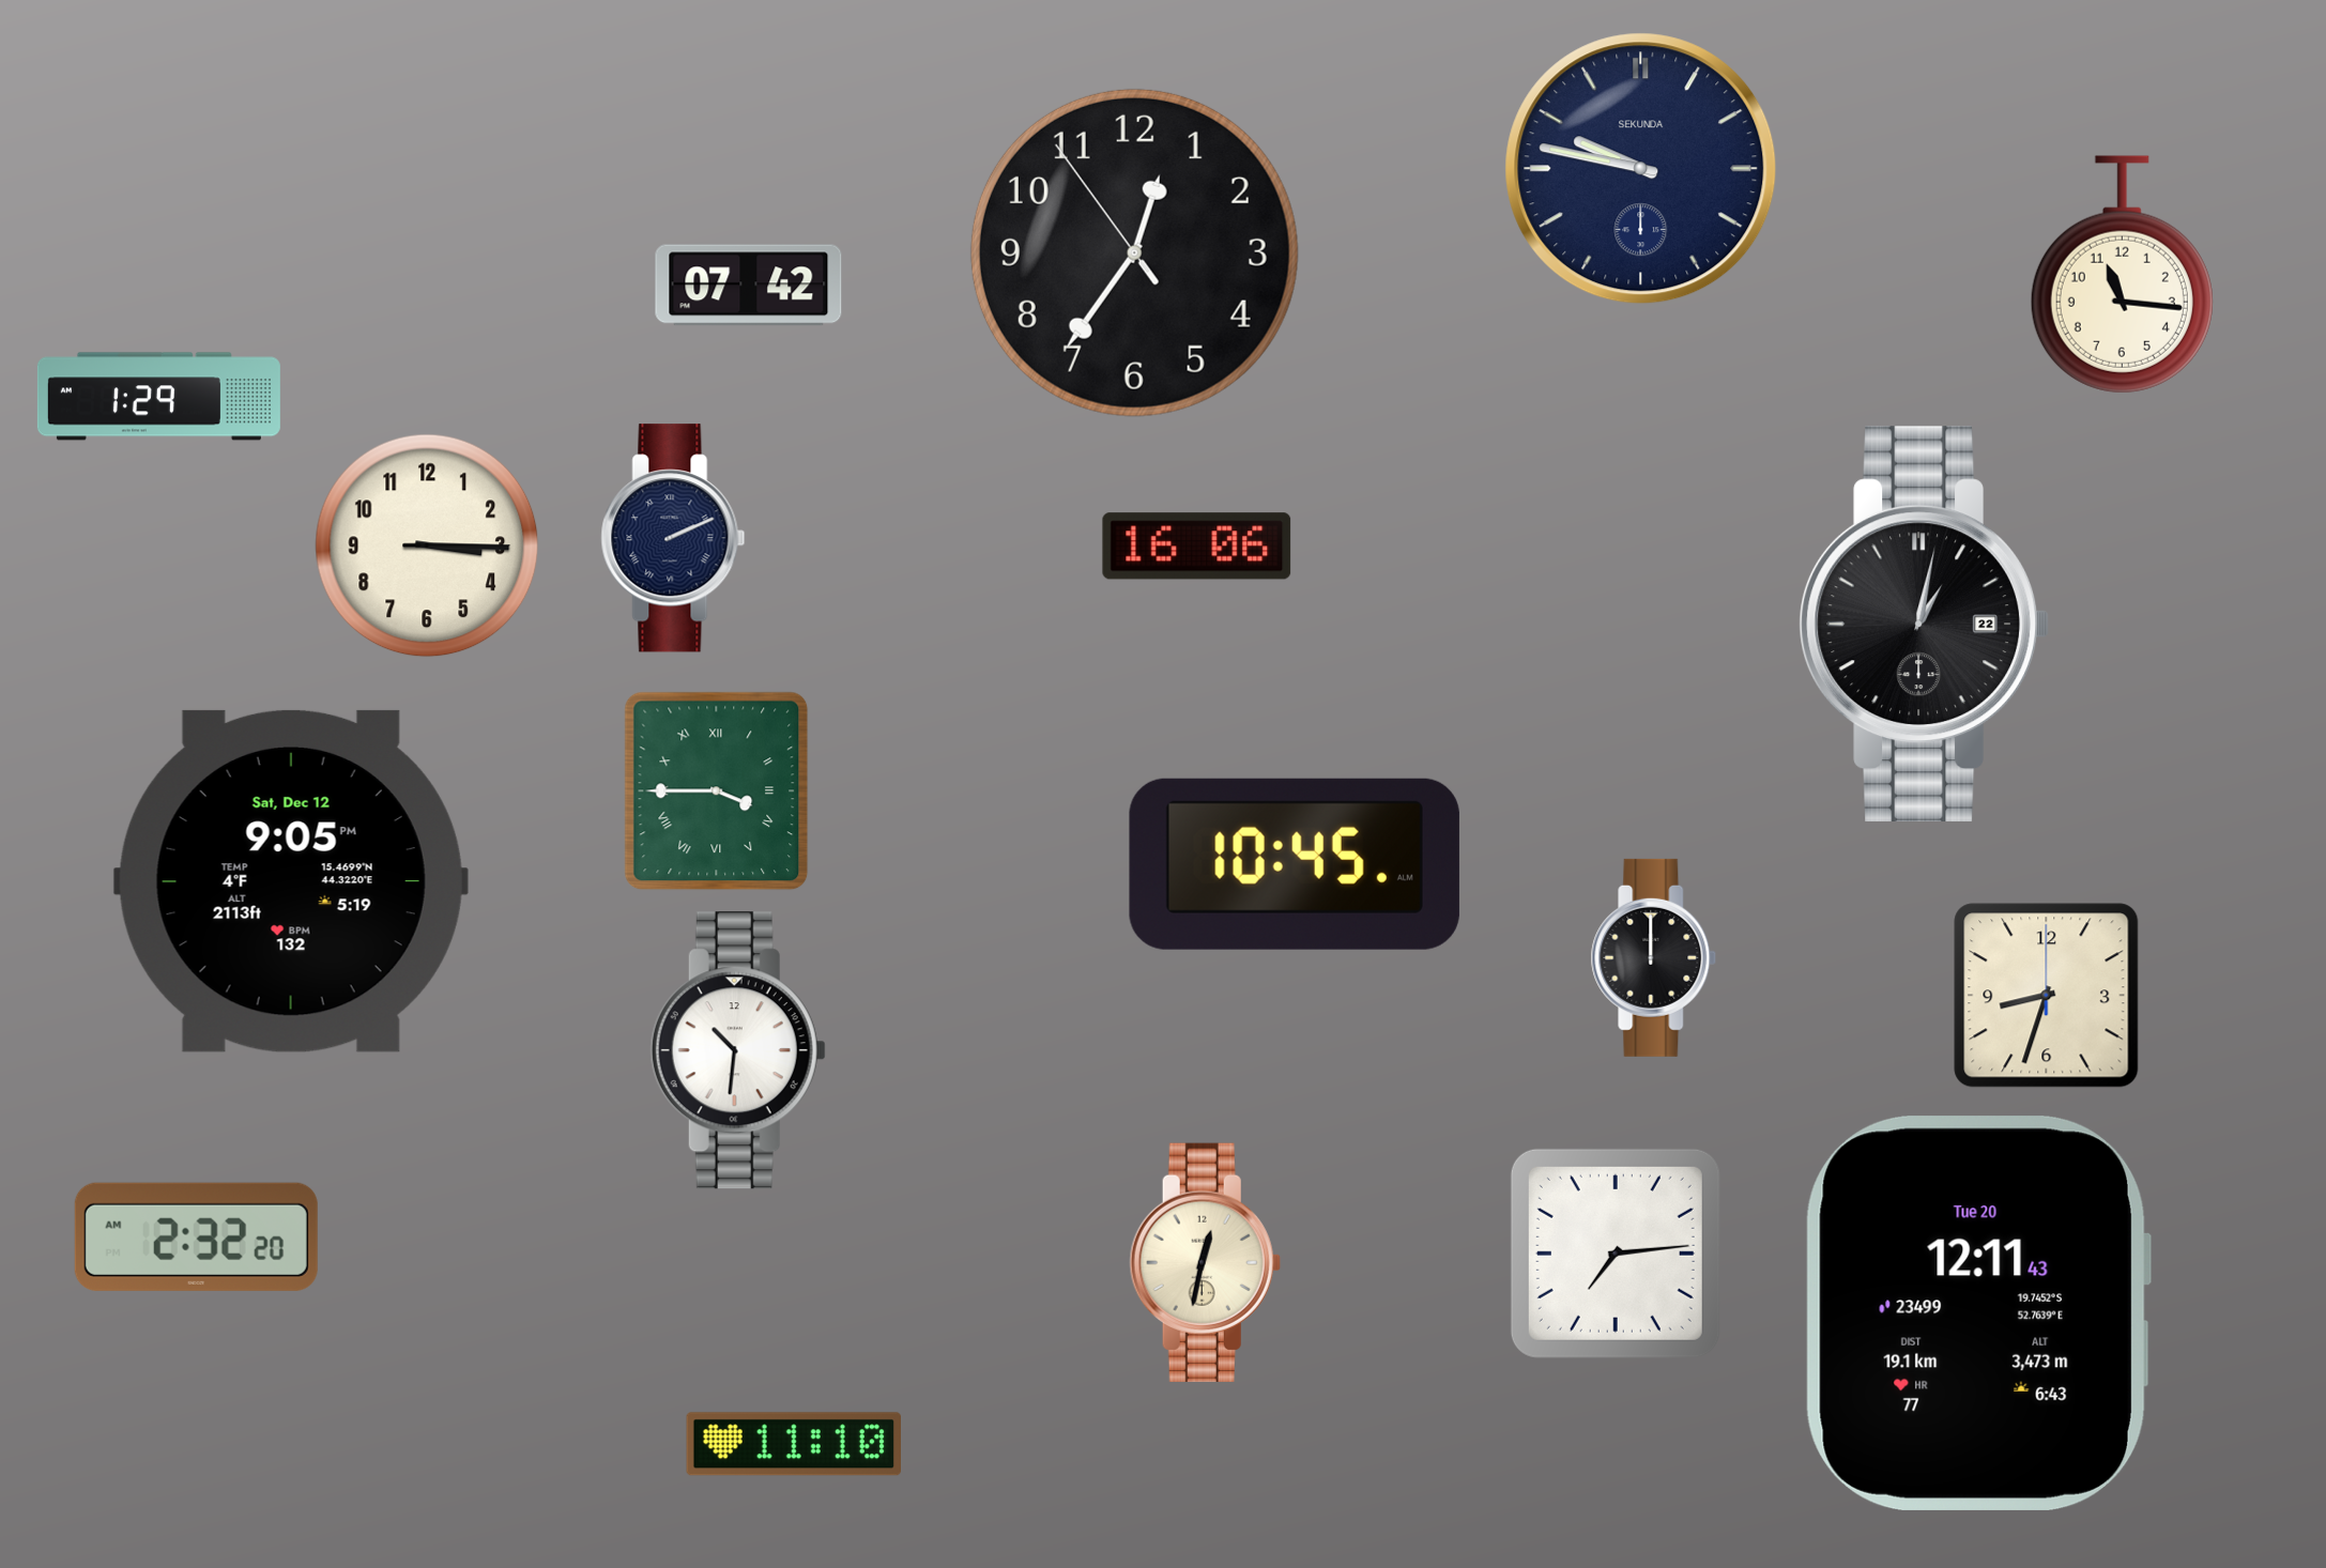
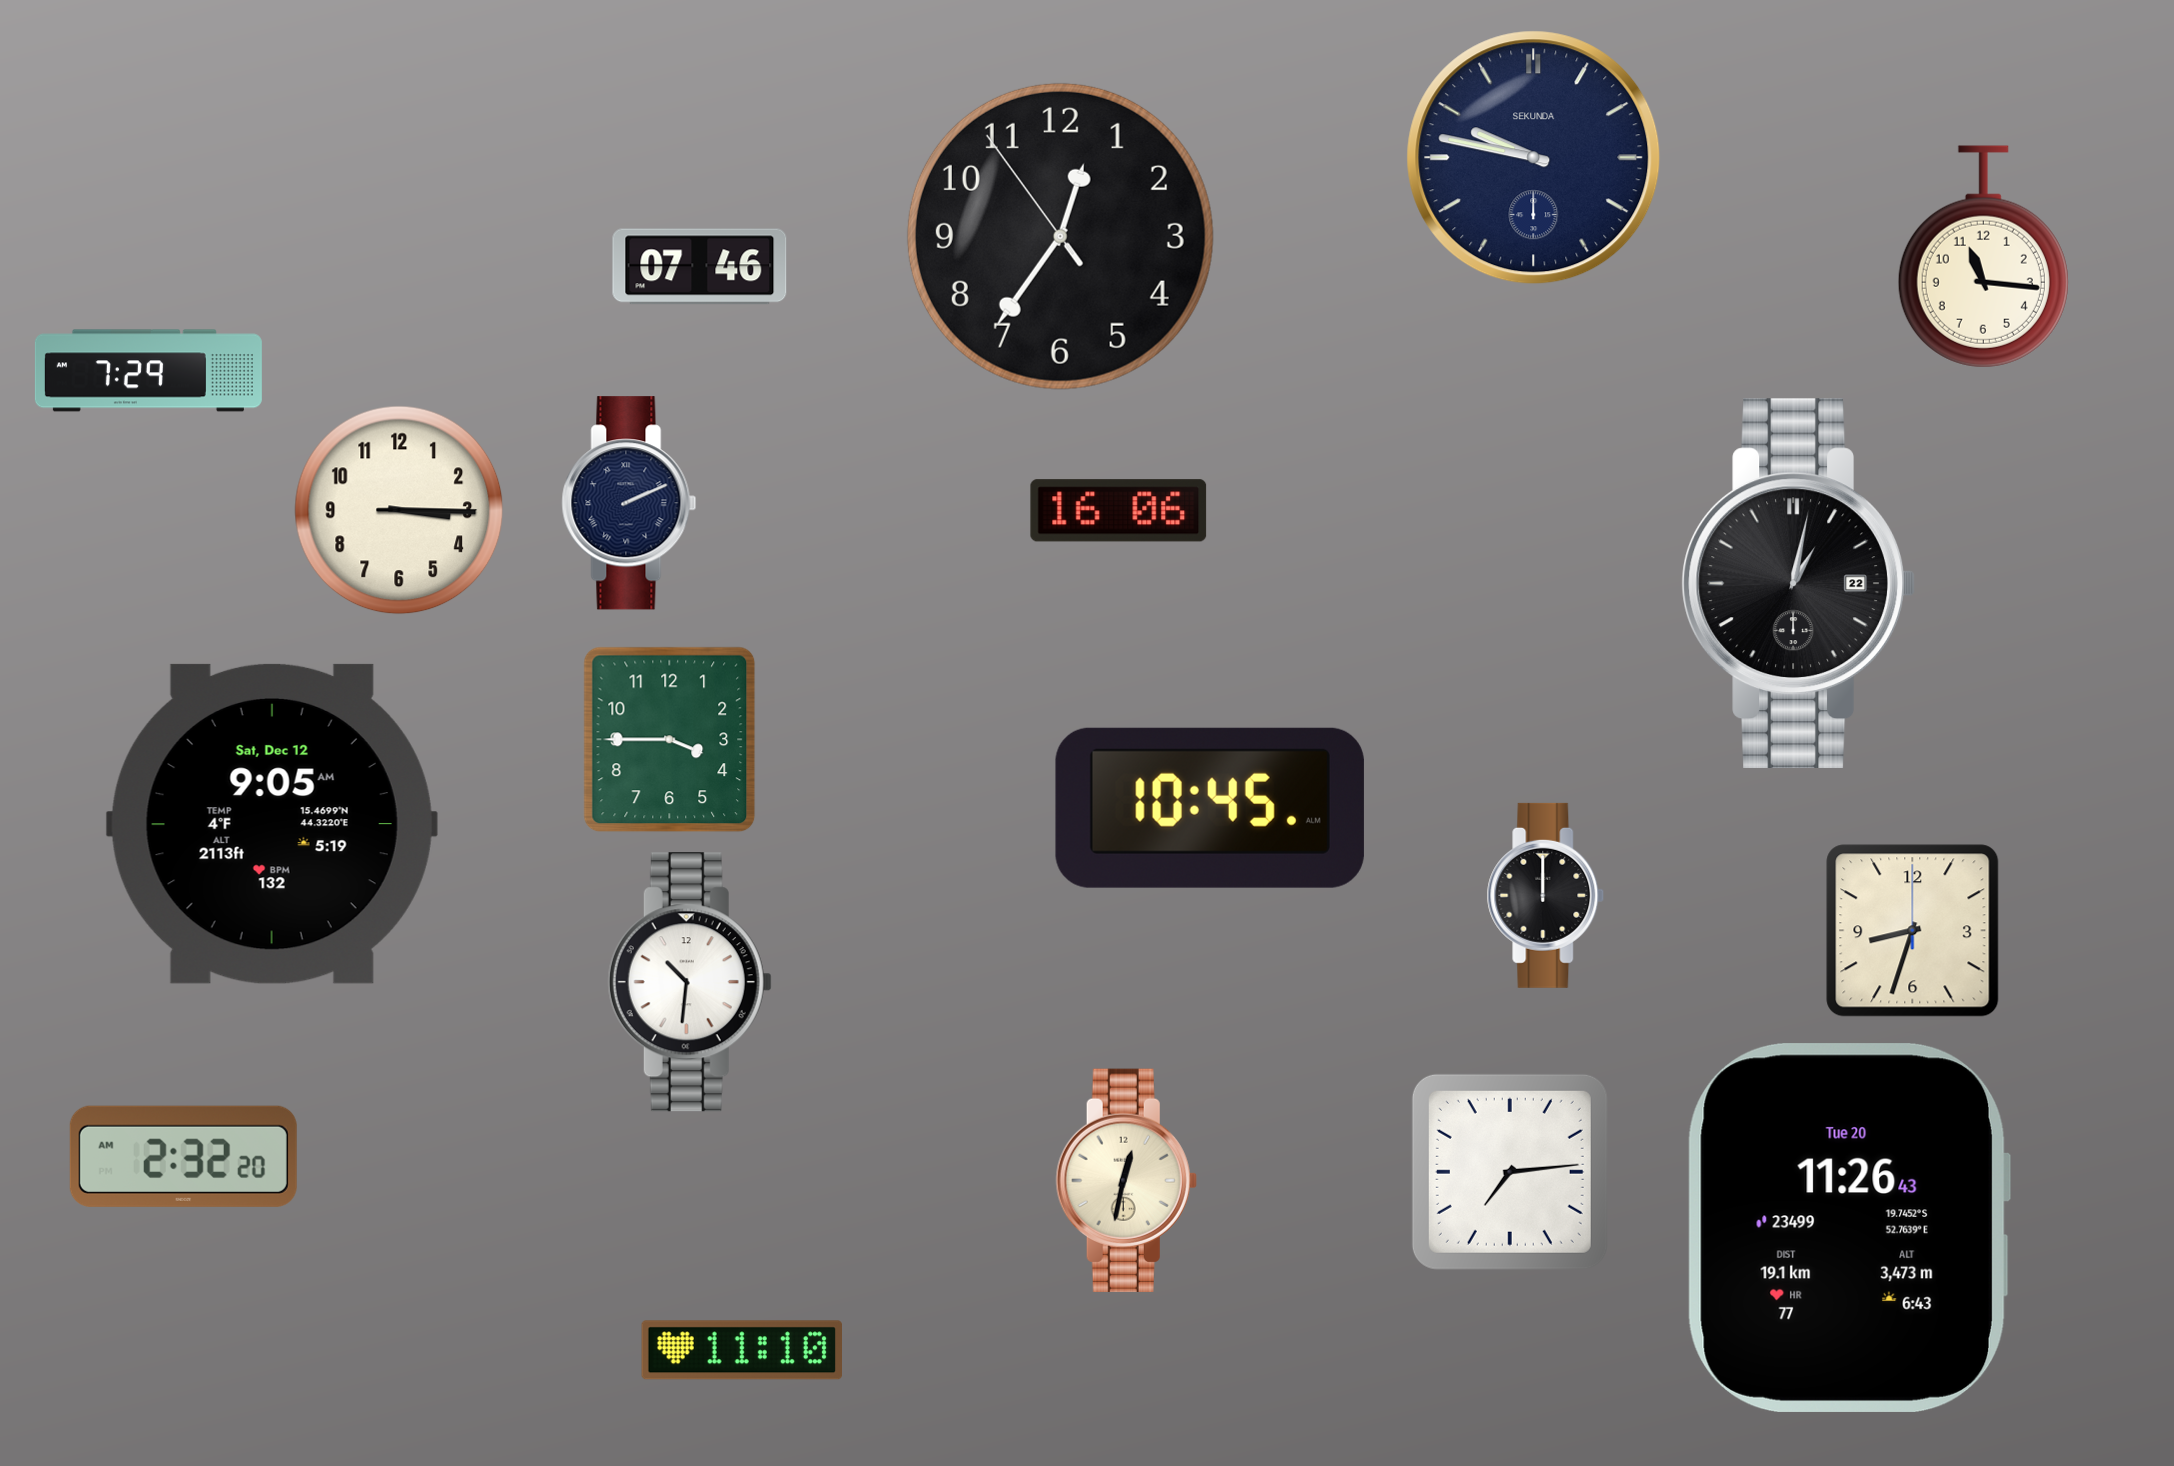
clock at (749, 286): 07:42 -> 07:46
clock at (158, 397): 1:29 -> 7:29
clock at (717, 791) numerals: Roman -> Arabic
clock at (291, 881): 9:05 PM -> 9:05 AM
clock at (1977, 1313): 12:11 -> 11:26
